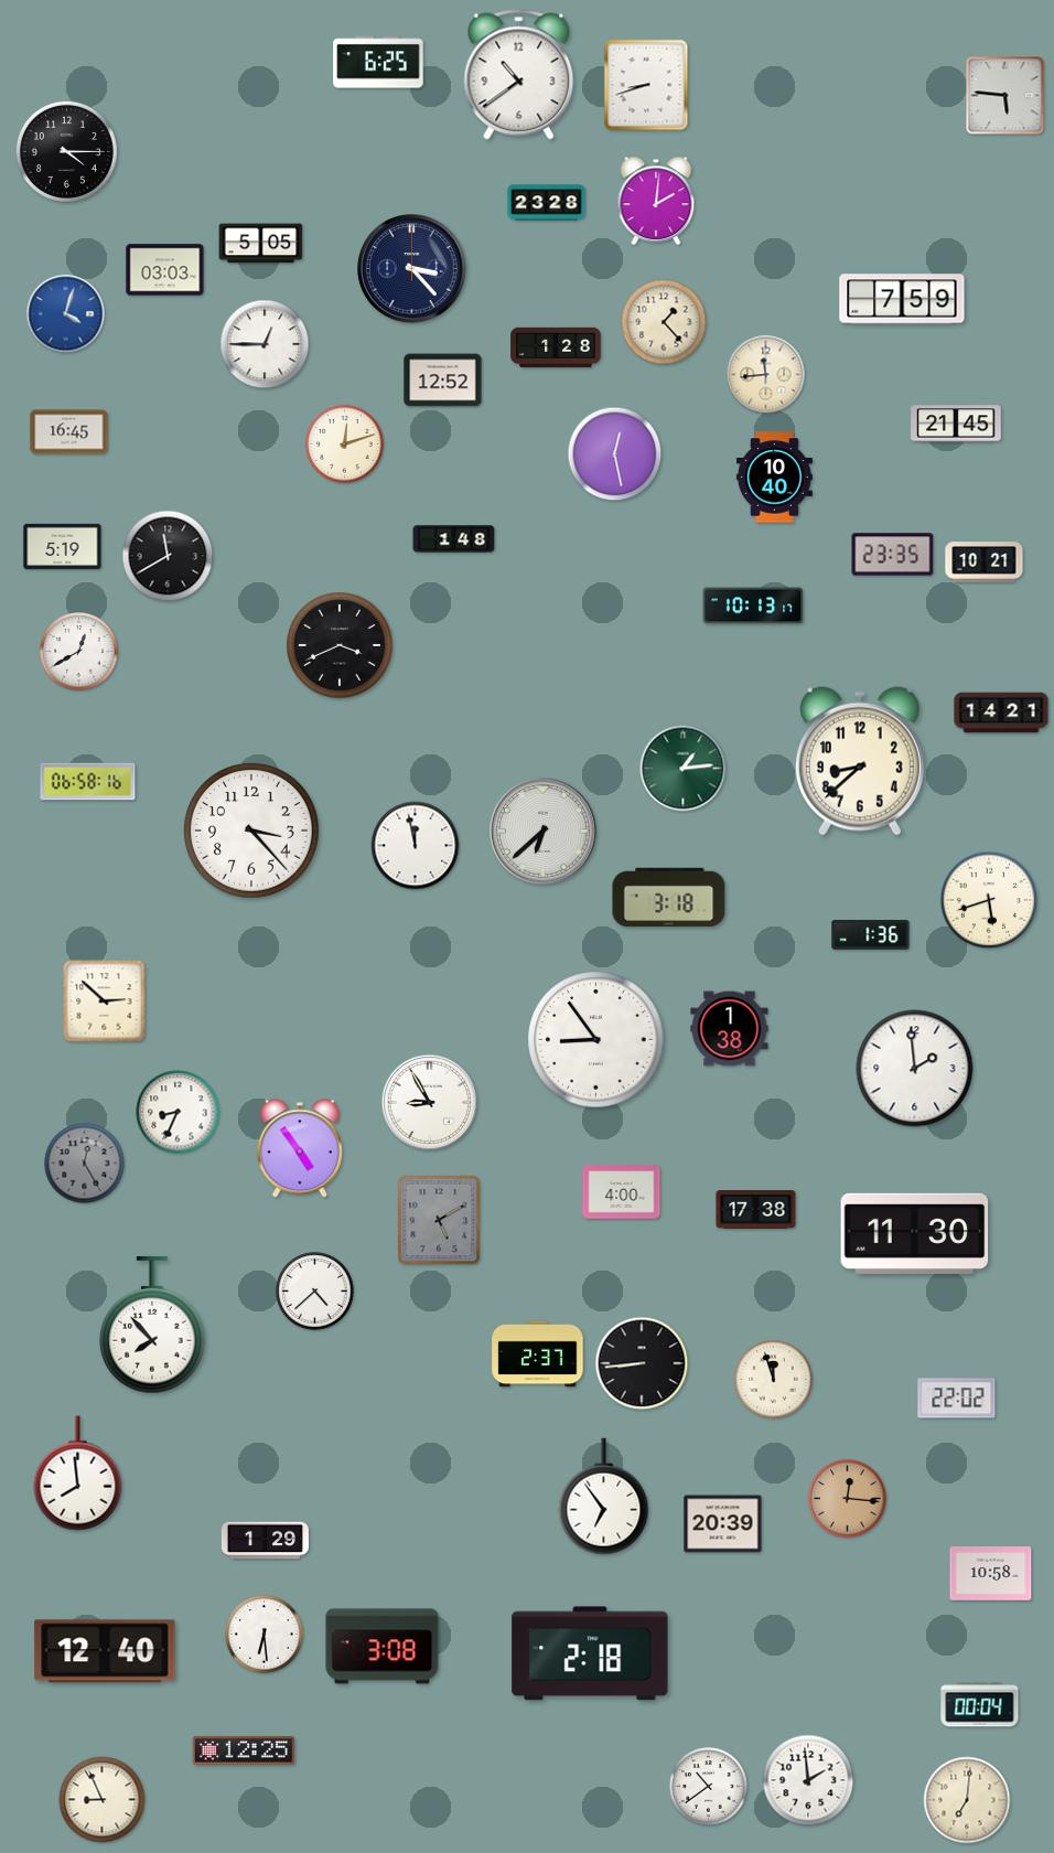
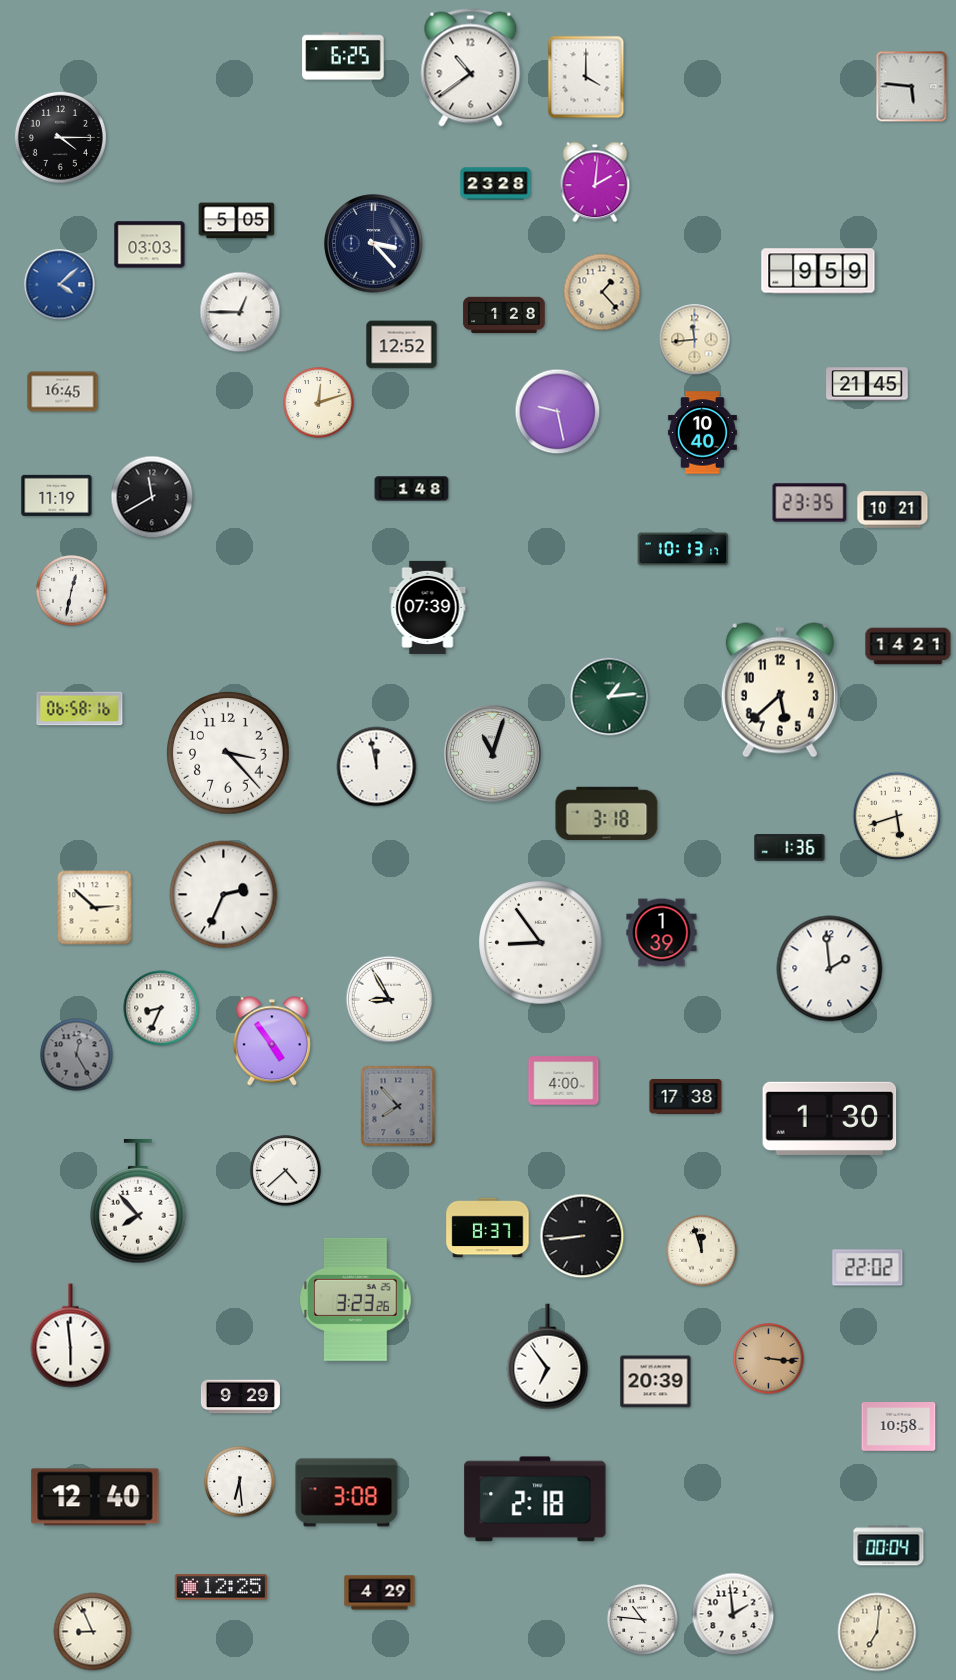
clock at (646, 85): 8:42 -> 4:00
clock at (902, 299): 7:59 -> 9:59
clock at (66, 314): 4:03 -> 4:08
clock at (345, 444) position: (345, 444) -> (319, 403)
clock at (615, 454): 12:28 -> 9:28
clock at (63, 546): 5:19 -> 11:19
clock at (168, 556) position: (168, 556) -> (152, 497)
clock at (340, 645): 3:41 -> none
clock at (79, 652): 12:40 -> 12:32
clock at (428, 607): none -> 07:39
clock at (860, 761): 8:38 -> 5:38
clock at (684, 769) position: (684, 769) -> (610, 697)
clock at (544, 832): 6:38 -> 11:03
clock at (224, 895): none -> 2:34
clock at (730, 1029): 1:38 -> 1:39
clock at (439, 1220): 5:10 -> 7:53
clock at (915, 1233): 11:30 -> 1:30
clock at (538, 1354): 2:37 -> 8:37
clock at (356, 1299): none -> 3:23
clock at (78, 1474): 7:59 -> 5:59
clock at (848, 1499): 12:16 -> 3:16
clock at (265, 1541): 1:29 -> 9:29
clock at (380, 1593): none -> 4:29
clock at (709, 1787): 10:39 -> 10:46
